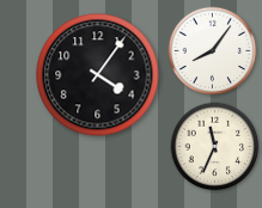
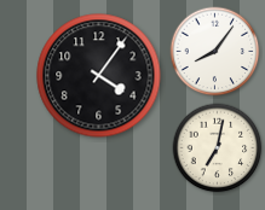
clock at (215, 147): 11:34 -> 7:02
